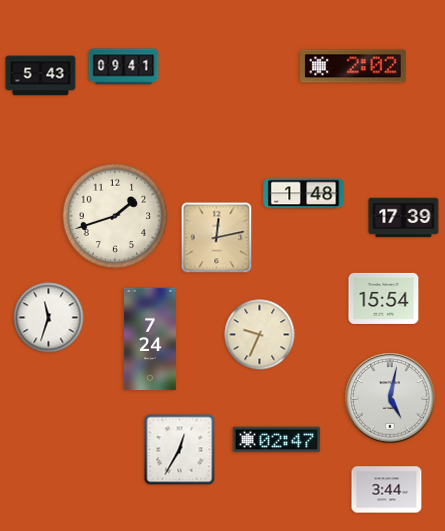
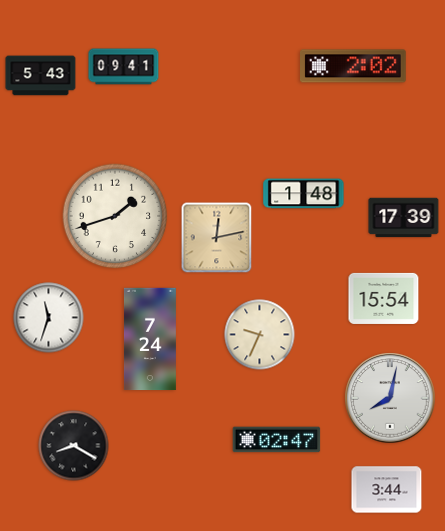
clock at (390, 398): 5:02 -> 8:02
clock at (74, 446): none -> 8:20
clock at (180, 450): 12:35 -> none
